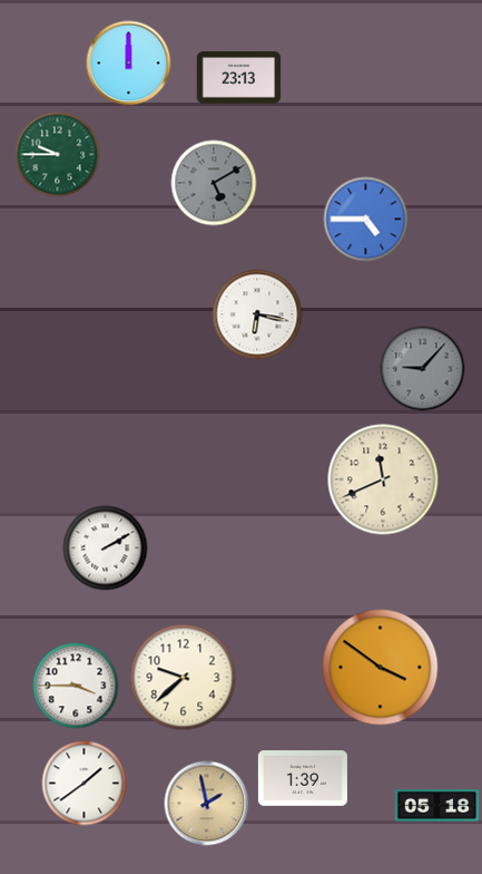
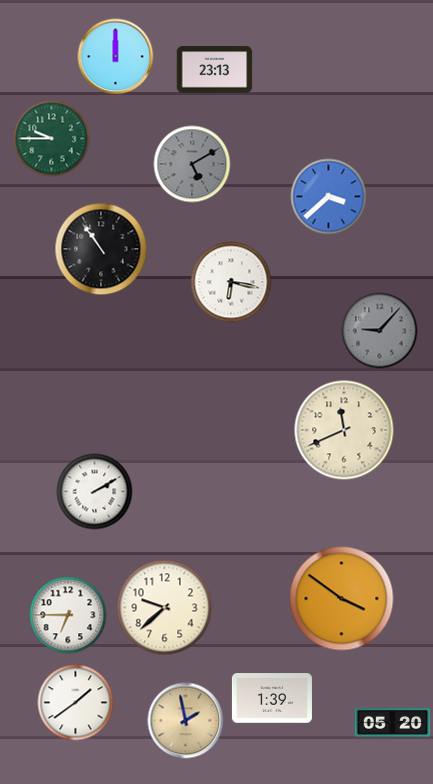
clock at (366, 220): 4:45 -> 3:38
clock at (101, 249): none -> 10:54
clock at (76, 686): 3:45 -> 6:45
clock at (437, 806): 05:18 -> 05:20
